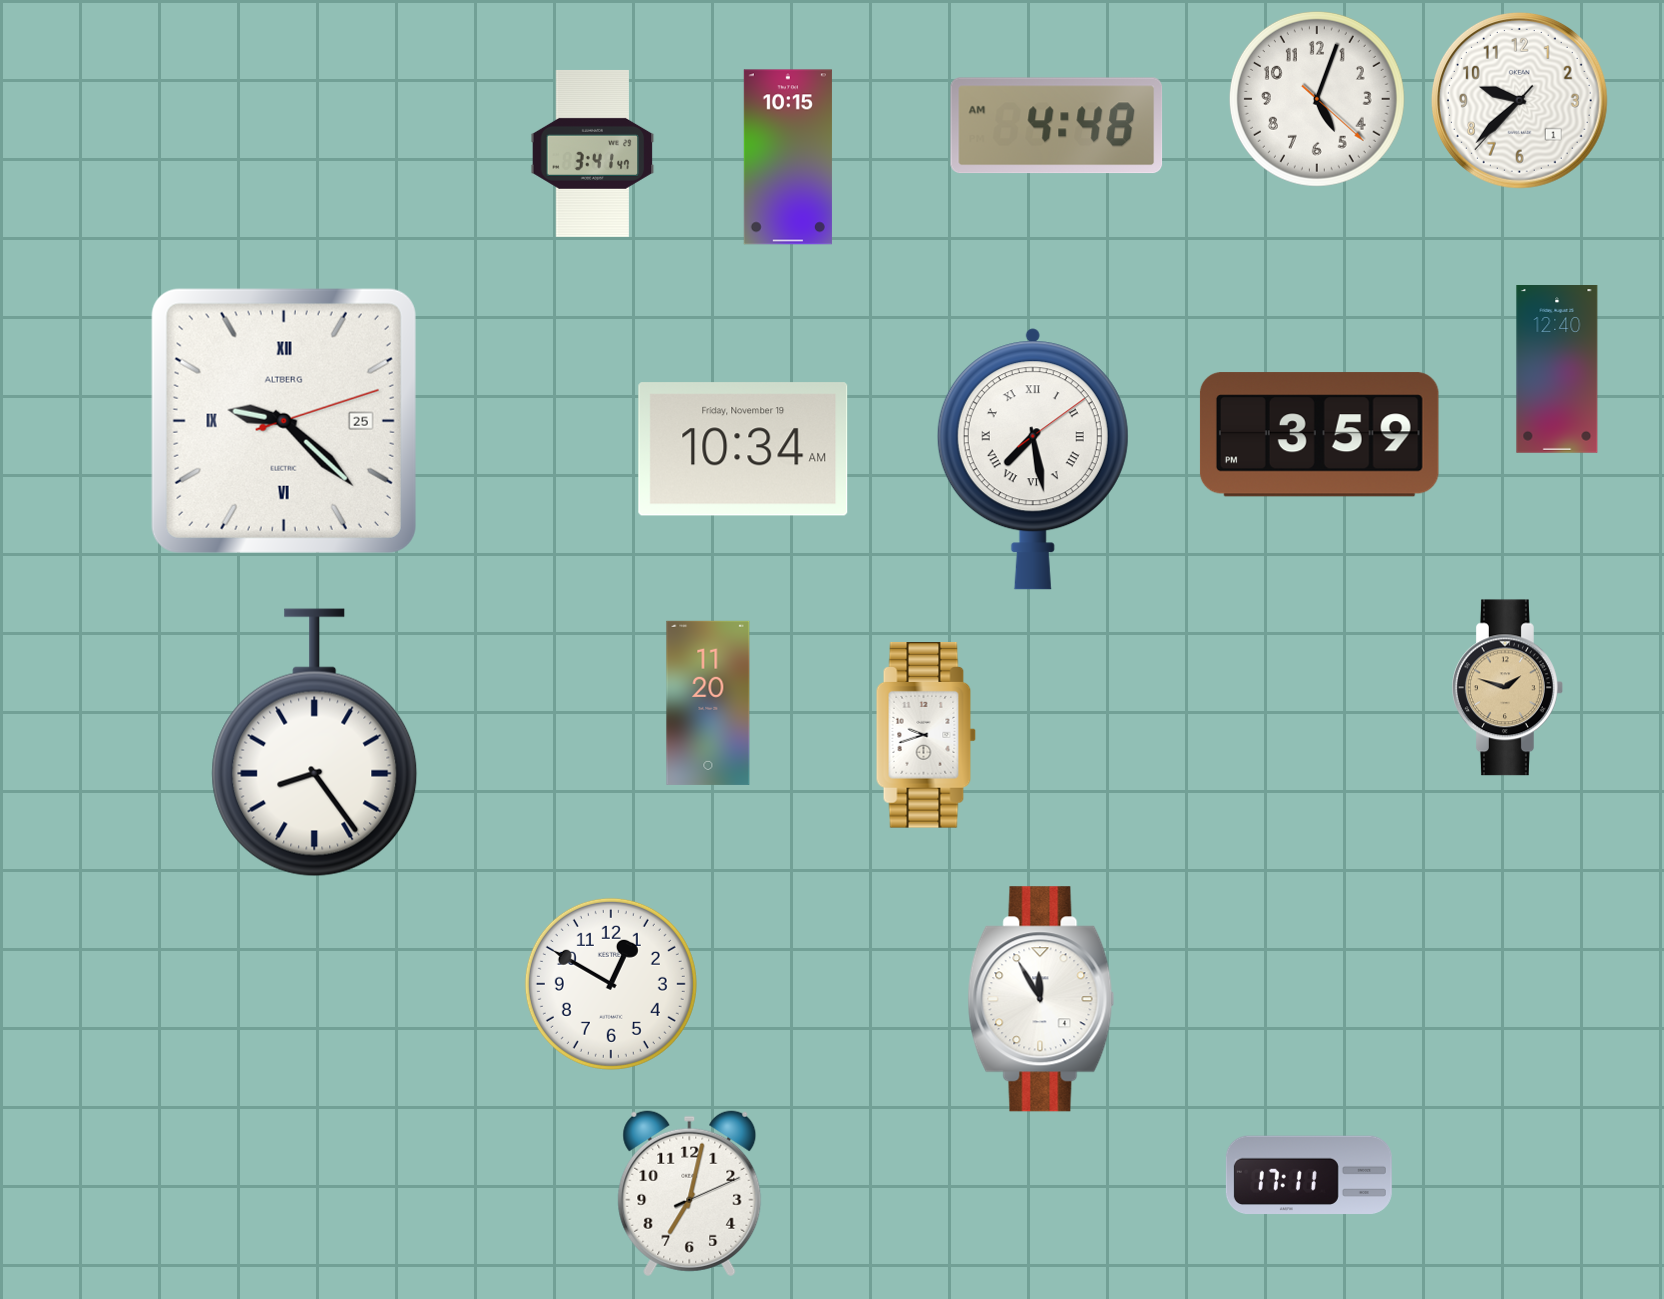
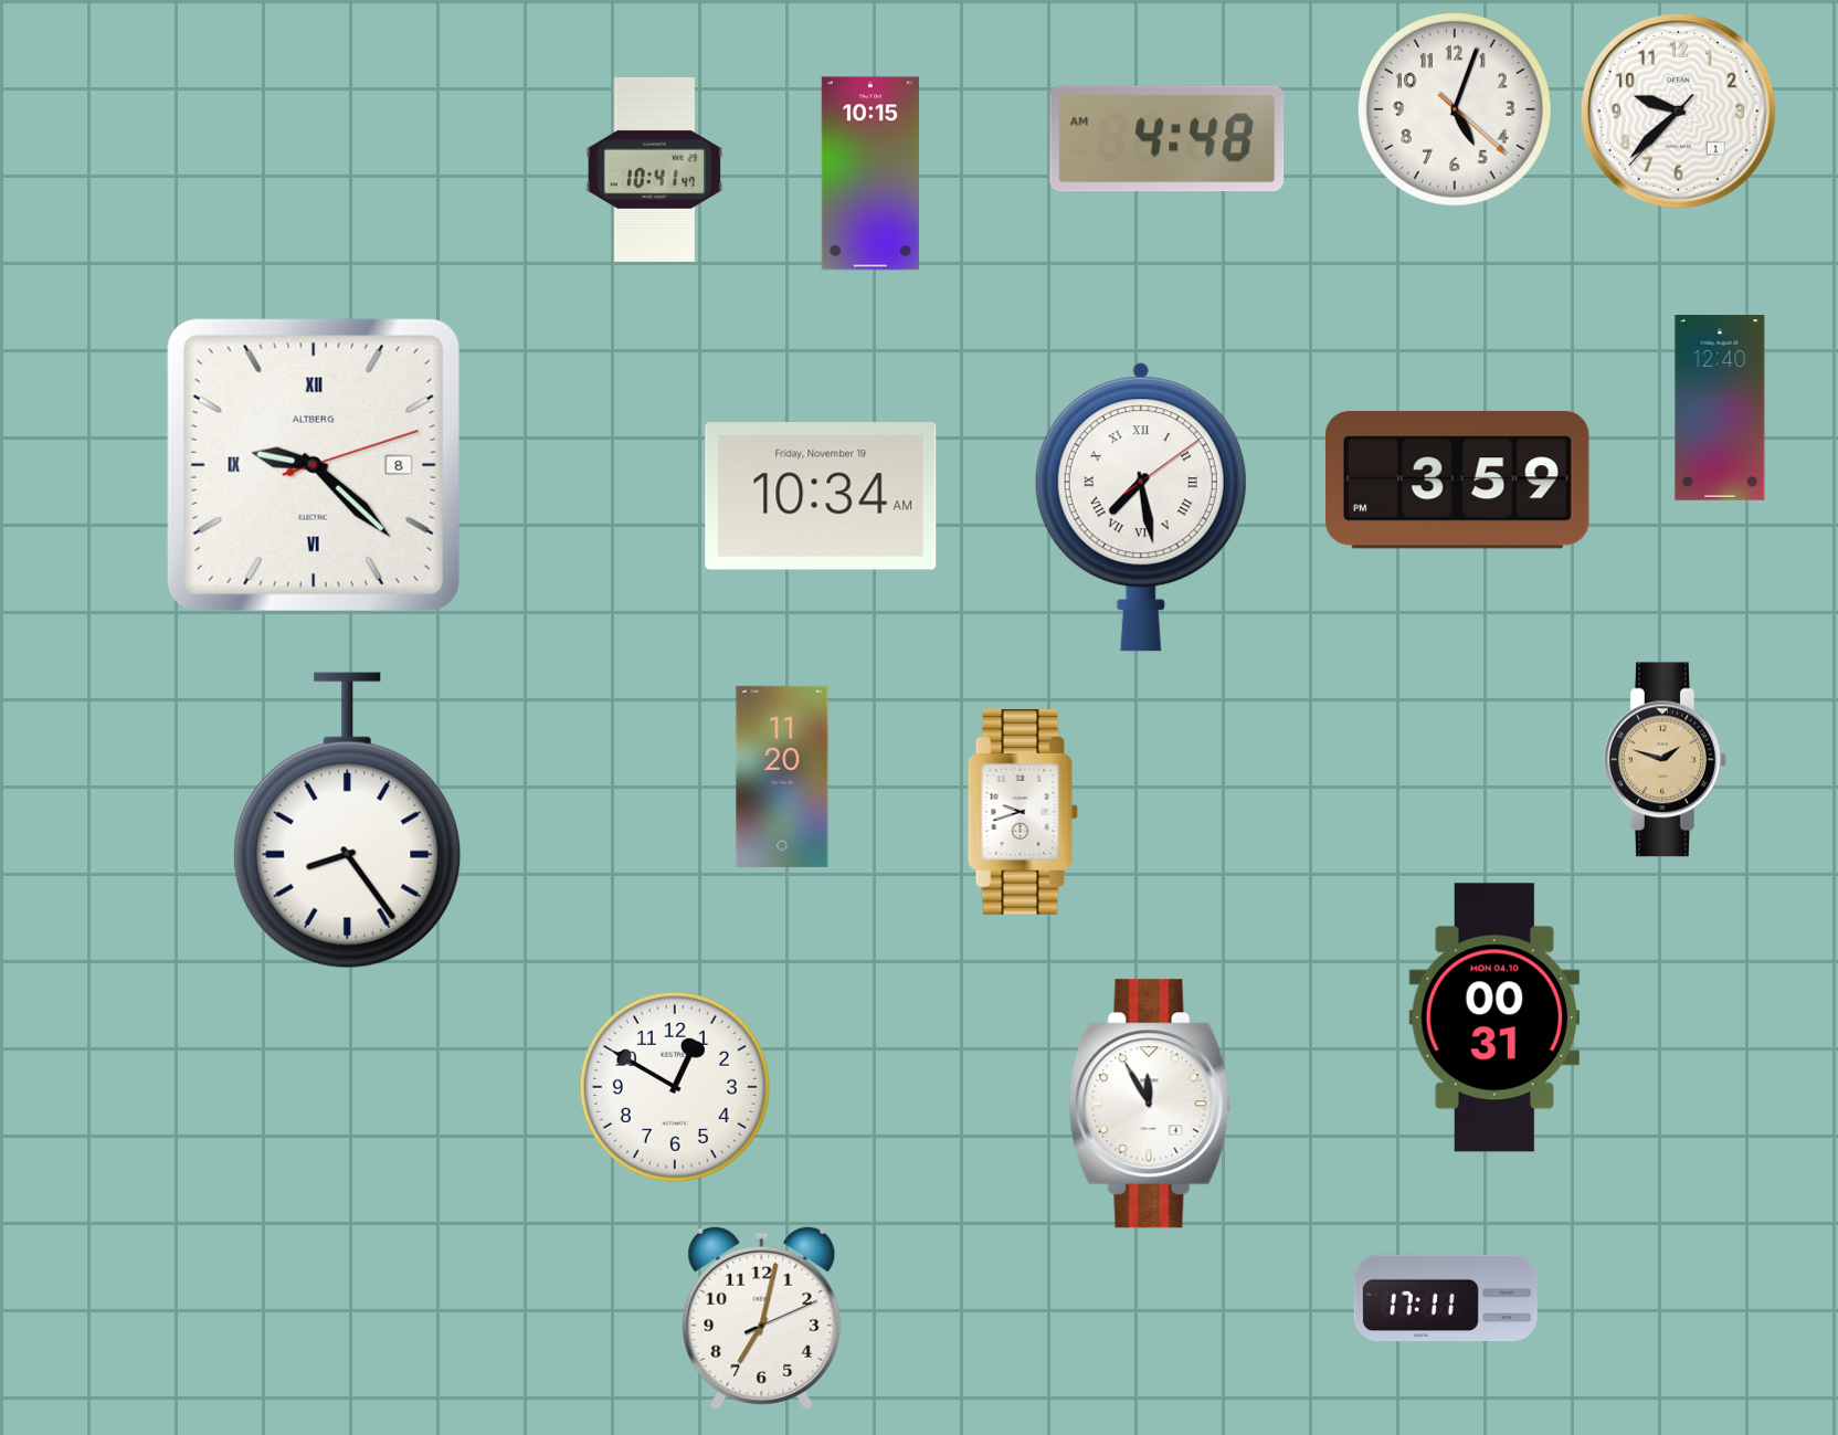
clock at (593, 153): 3:41 -> 10:41
clock at (284, 421) date: 25 -> 8
clock at (1493, 1017): none -> 00:31
